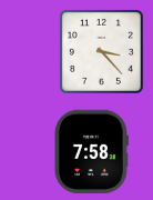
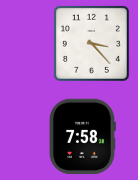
clock at (101, 51) position: (101, 51) -> (91, 43)
